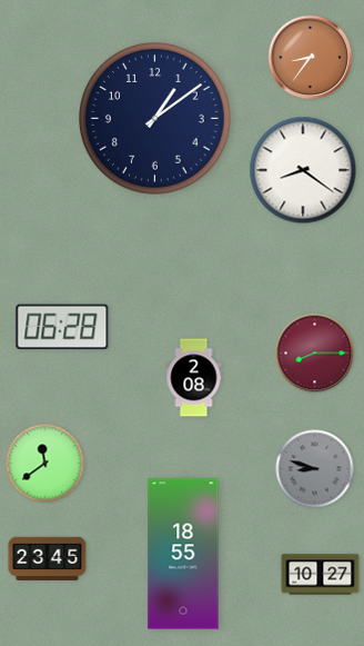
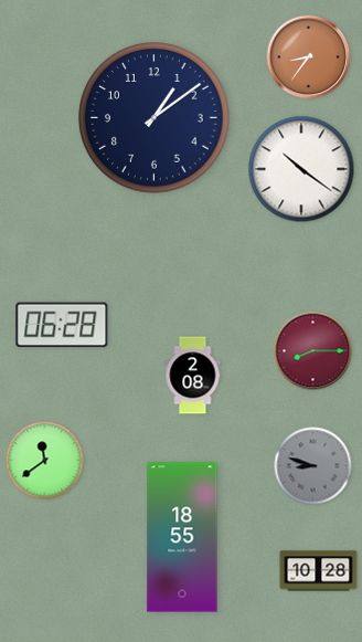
clock at (303, 170): 8:21 -> 10:21
clock at (183, 554) position: (183, 554) -> (182, 537)
clock at (48, 558): 23:45 -> none
clock at (321, 575): 10:27 -> 10:28
